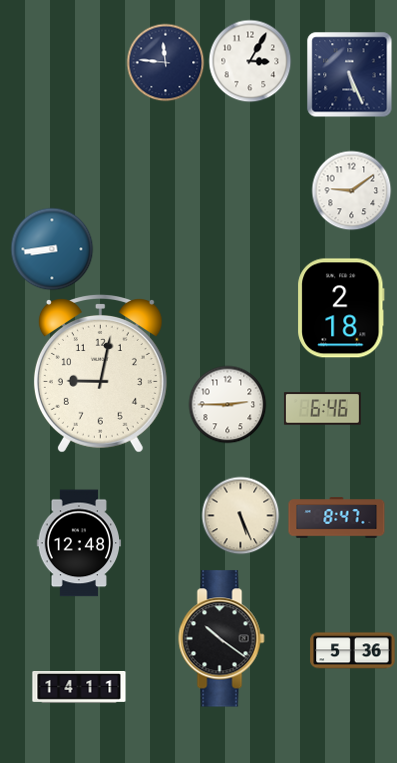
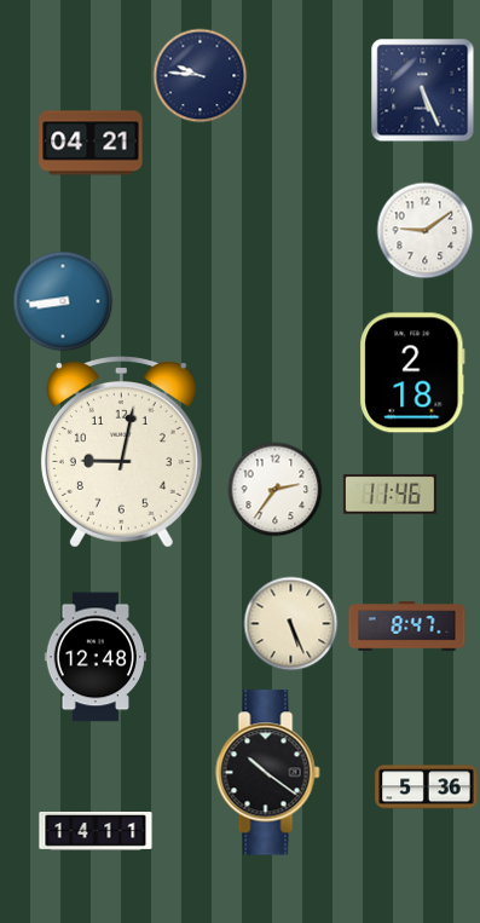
clock at (250, 61): 3:05 -> none
clock at (165, 62): 11:46 -> 9:46
clock at (91, 143): none -> 04:21
clock at (227, 404): 2:45 -> 2:36
clock at (323, 409): 6:46 -> 11:46
